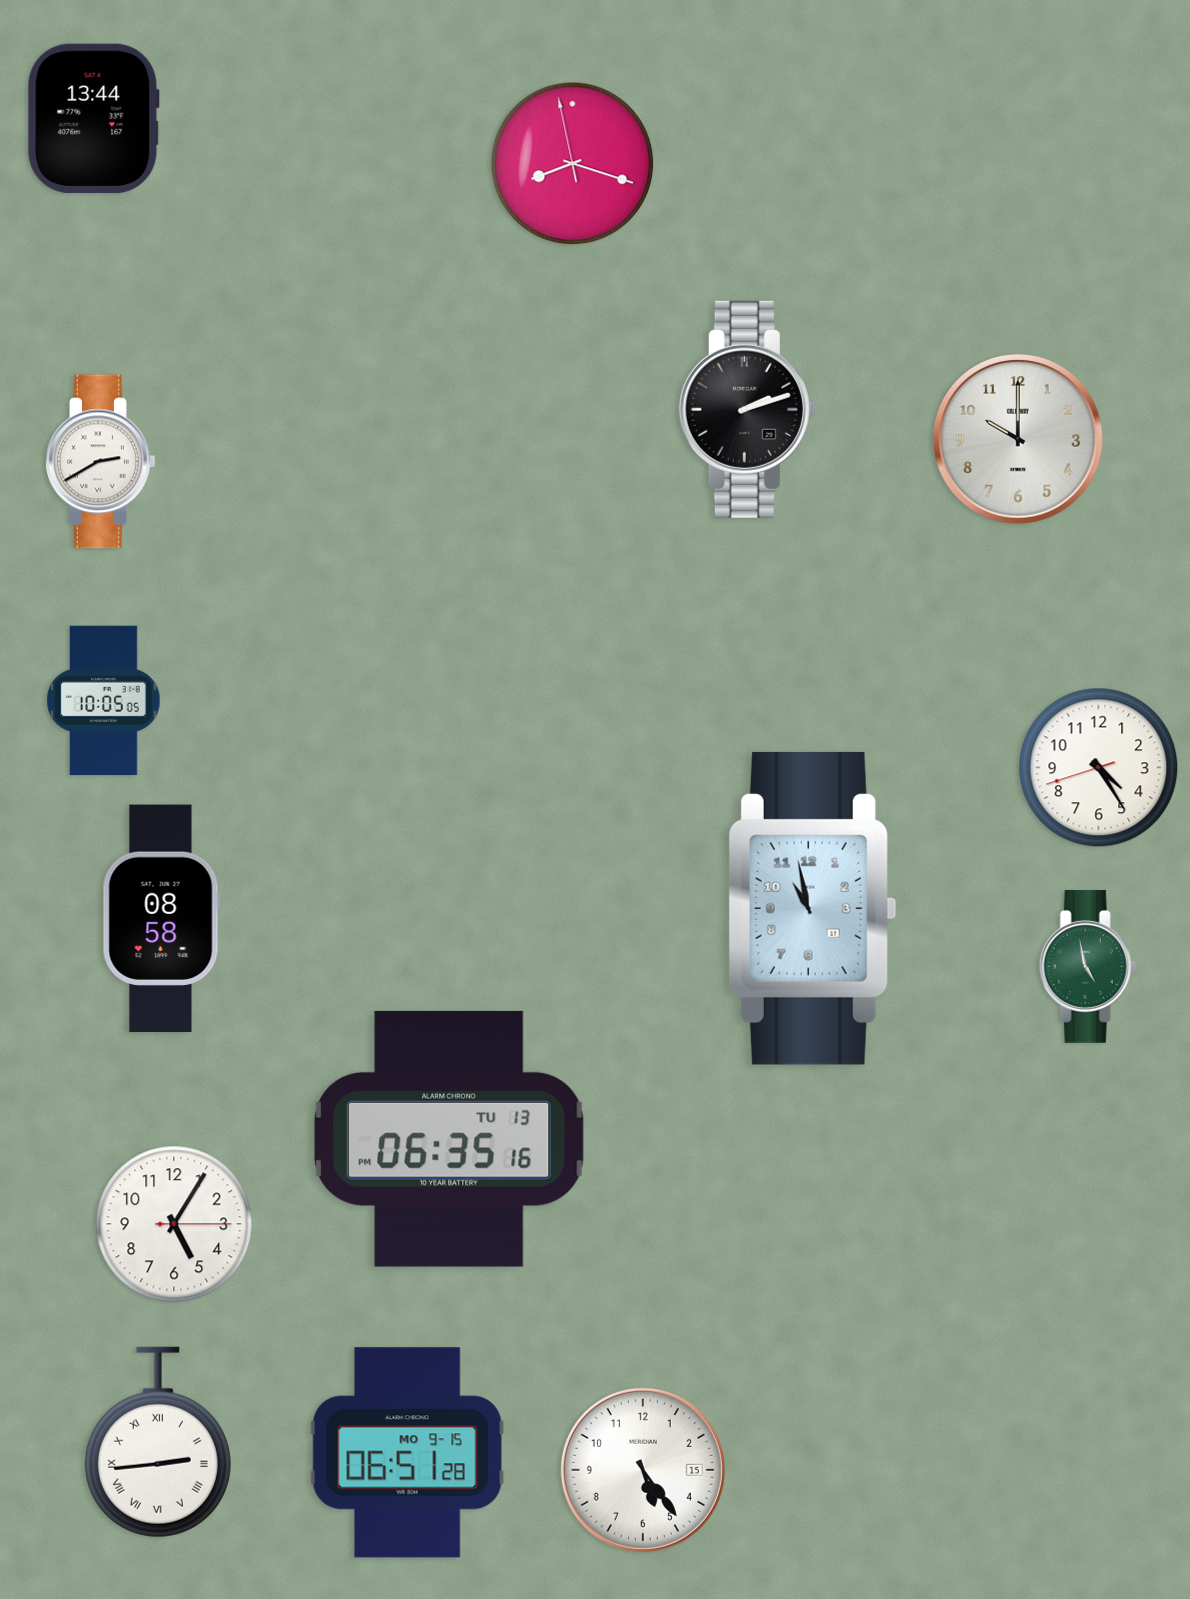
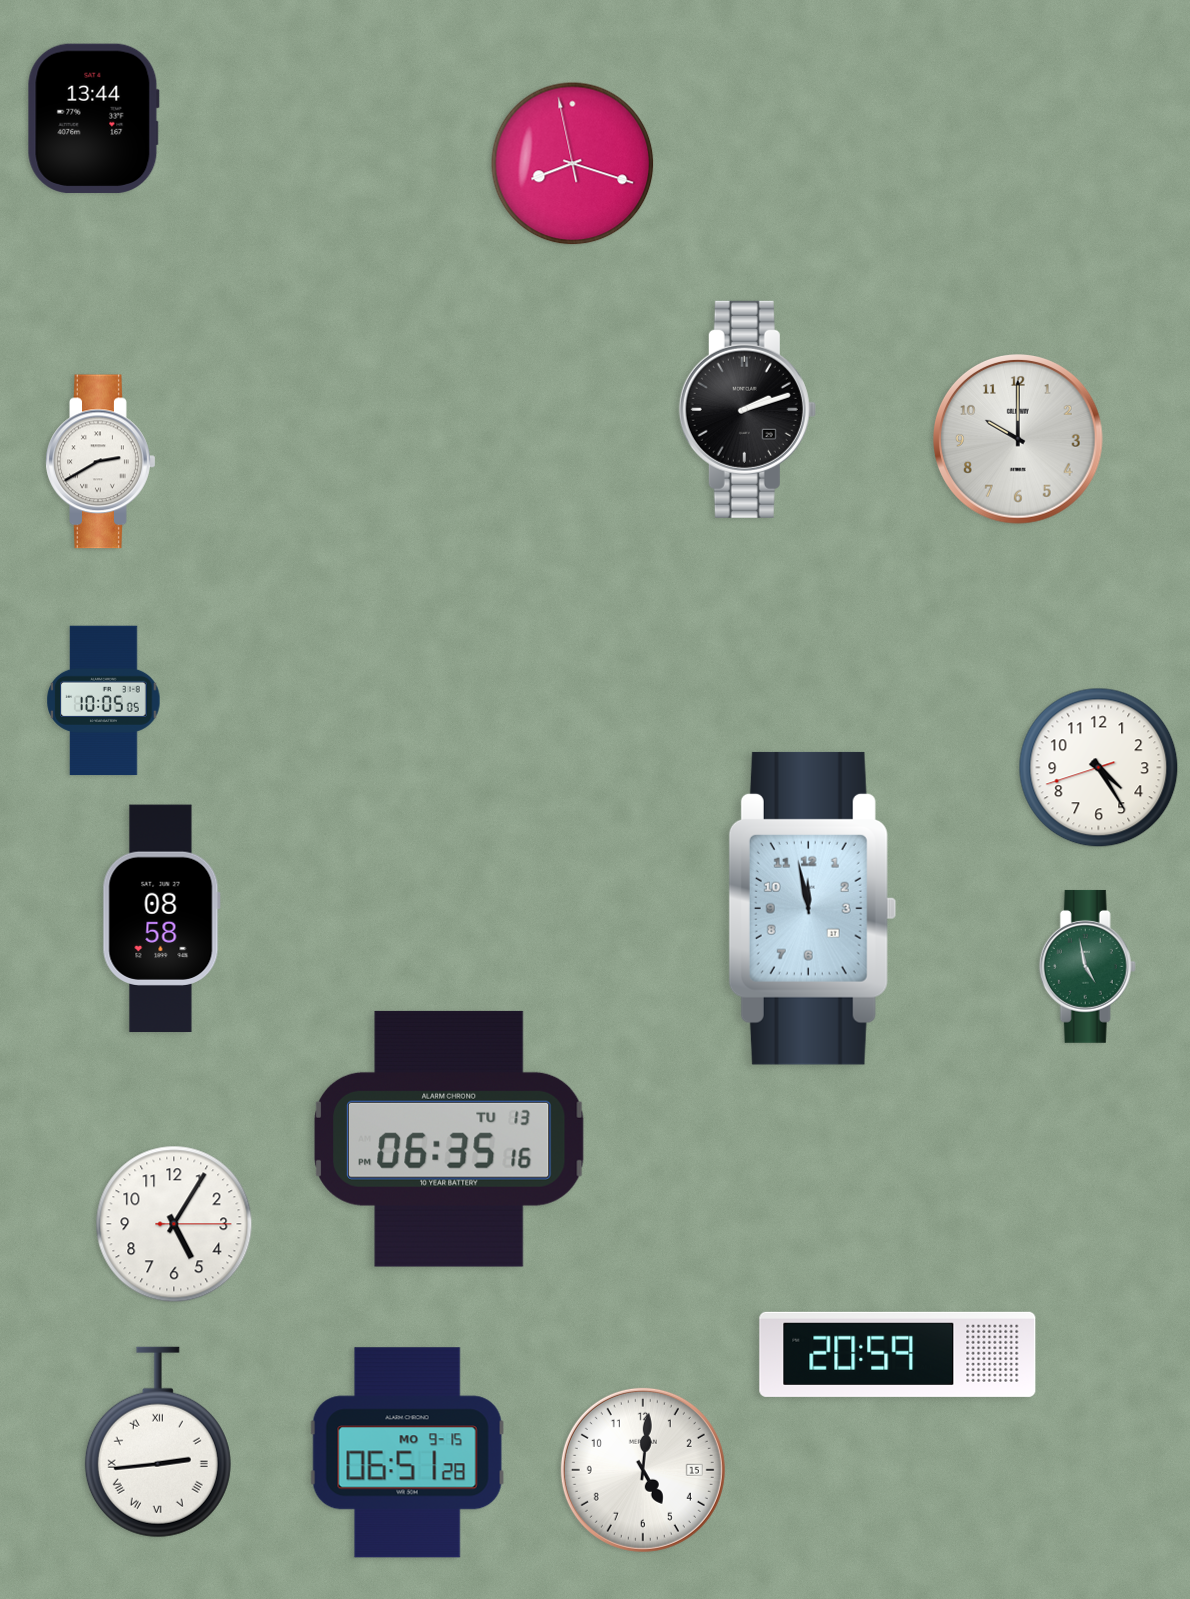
clock at (812, 908): 10:58 -> 11:58
clock at (898, 1354): none -> 20:59
clock at (643, 1470): 5:24 -> 5:01
